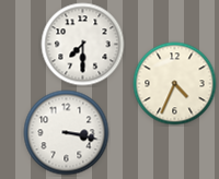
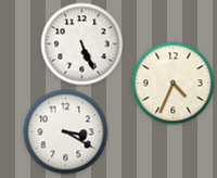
clock at (83, 45): 7:30 -> 5:26
clock at (67, 133): 3:17 -> 3:20
